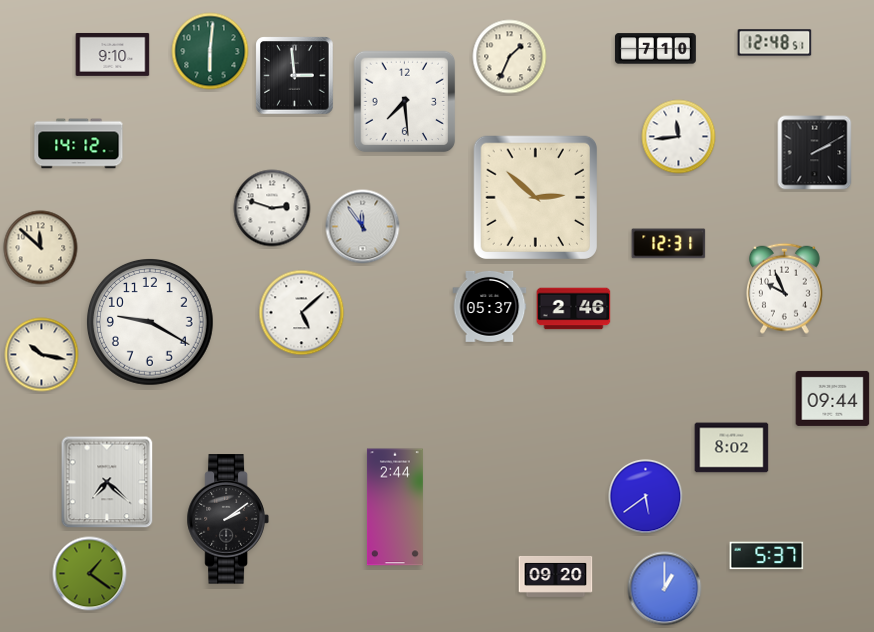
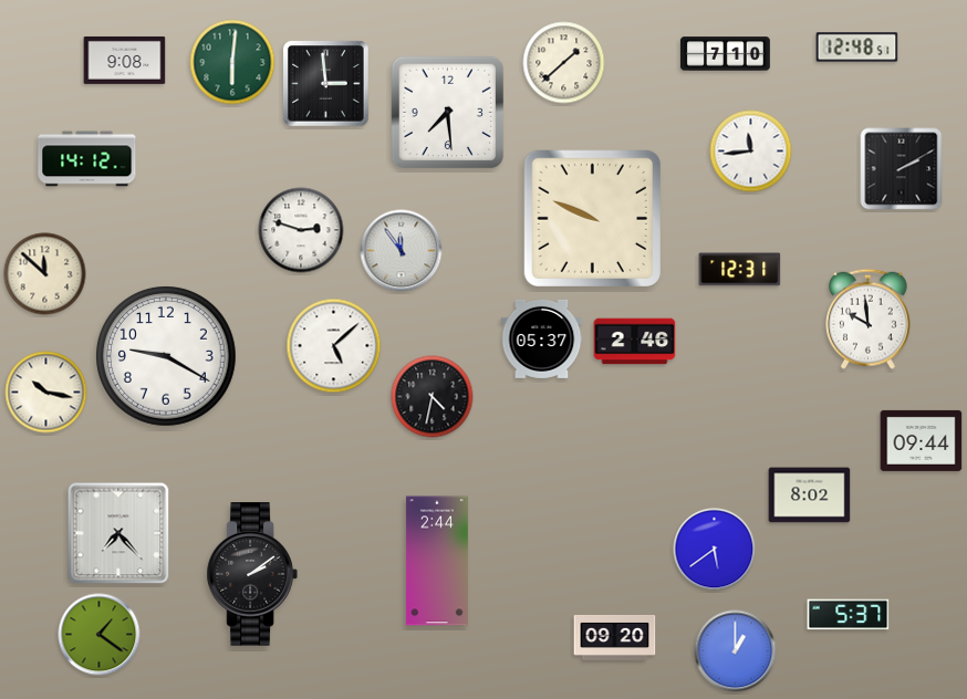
clock at (210, 51) position: (210, 51) -> (232, 62)
clock at (113, 54): 9:10 -> 9:08
clock at (510, 57): 1:34 -> 1:38
clock at (535, 197): 2:52 -> 9:49
clock at (785, 288): 9:56 -> 9:59
clock at (433, 397): none -> 4:32
clock at (107, 482): 7:22 -> 7:23
